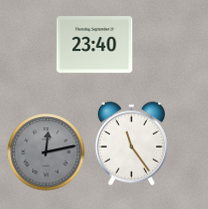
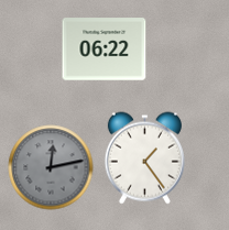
clock at (95, 45): 23:40 -> 06:22
clock at (131, 144): 11:24 -> 1:24
